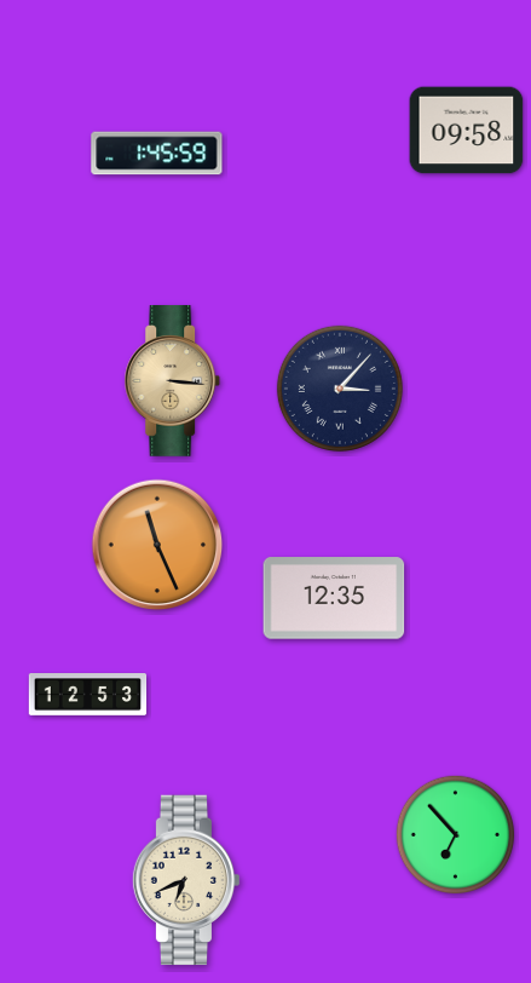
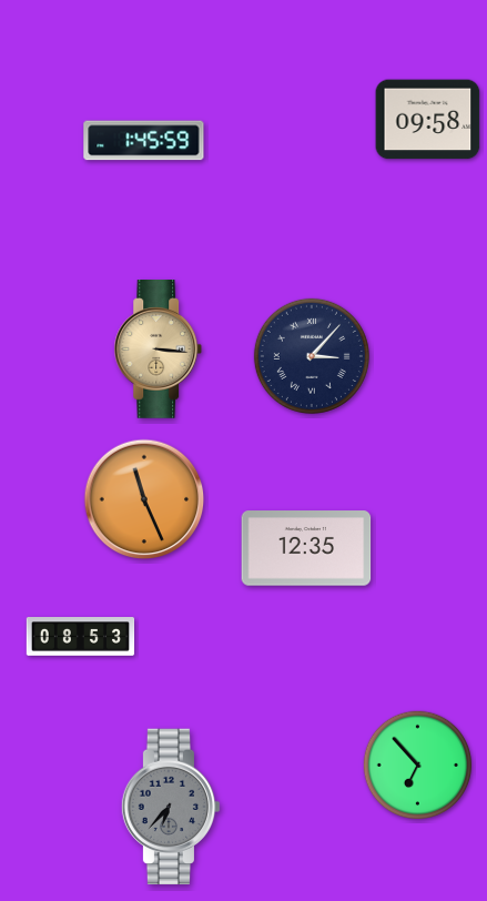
clock at (88, 695): 12:53 -> 08:53
clock at (186, 880): 6:41 -> 6:37
clock at (186, 880) dial: cream -> grey
